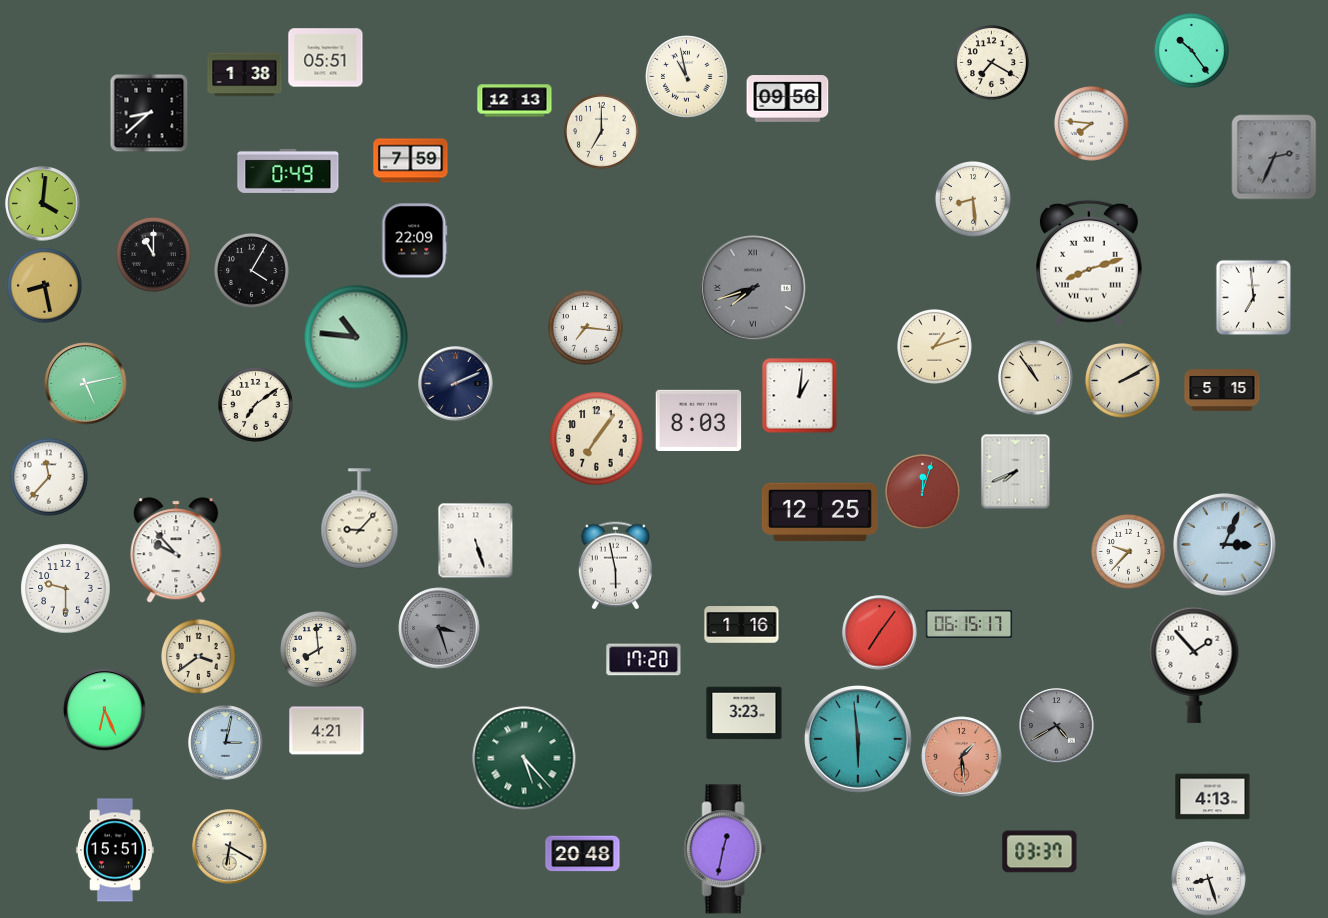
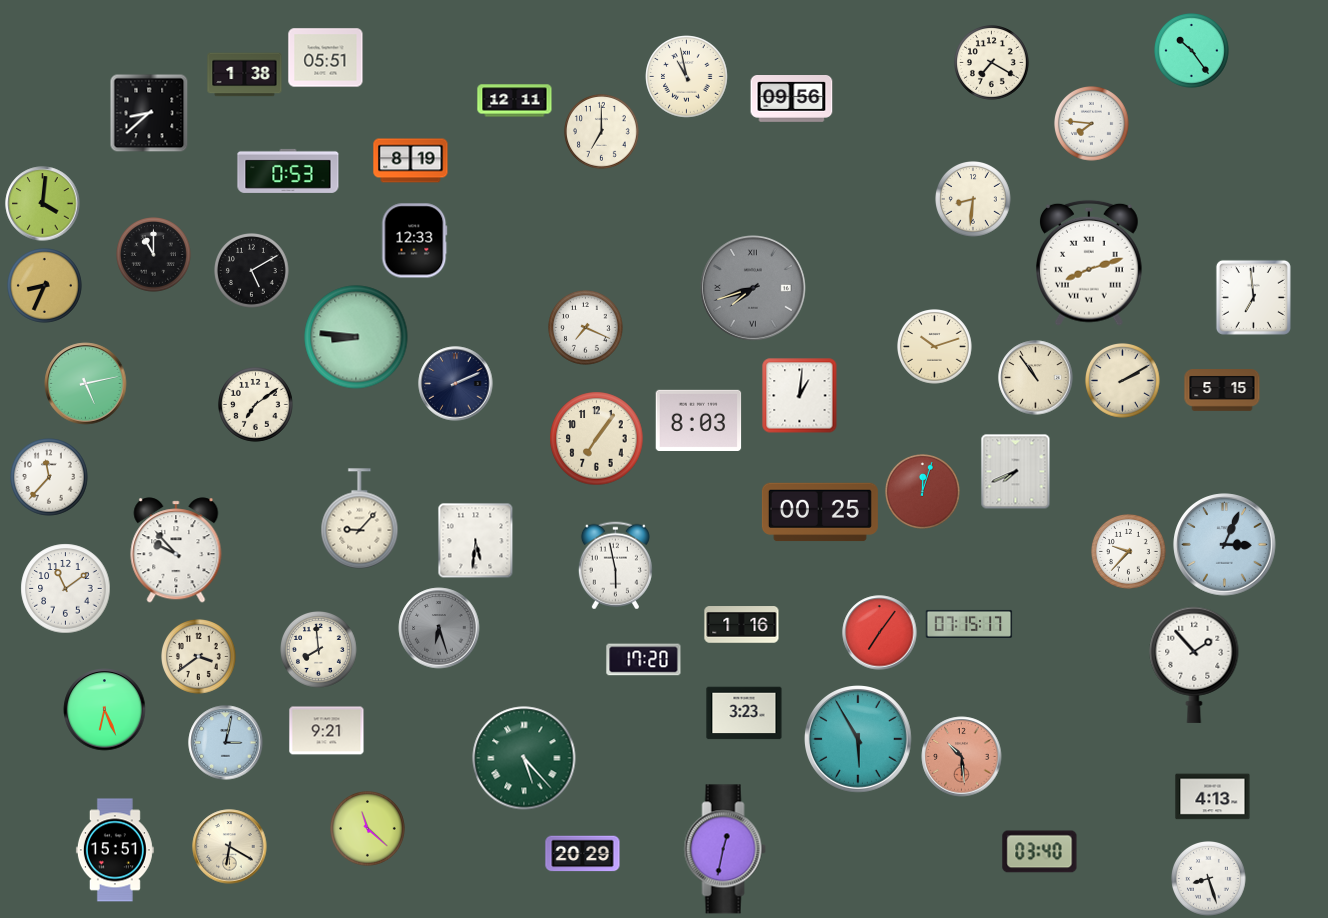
clock at (788, 99) position: (788, 99) -> (792, 99)
clock at (515, 101): 12:13 -> 12:11
clock at (1274, 157): 2:34 -> none
clock at (411, 161): 7:59 -> 8:19
clock at (288, 171): 0:49 -> 0:53
clock at (974, 200): 8:29 -> 8:31
clock at (415, 241): 22:09 -> 12:33
clock at (252, 271): 4:05 -> 5:10
clock at (45, 286): 8:28 -> 8:34
clock at (586, 328): 7:16 -> 7:19
clock at (356, 337): 10:46 -> 8:46
clock at (935, 347): 1:12 -> 10:12
clock at (820, 512): 12:25 -> 00:25
clock at (476, 541): 5:27 -> 5:31
clock at (66, 589): 9:30 -> 11:09
clock at (969, 624): 06:15 -> 07:15
clock at (439, 628): 3:27 -> 6:27
clock at (1057, 726): 4:40 -> none
clock at (327, 731): 4:21 -> 9:21
clock at (859, 740): 5:59 -> 5:55
clock at (962, 757): 1:29 -> 10:29
clock at (368, 829): none -> 11:22
clock at (1040, 852): 03:37 -> 03:40
clock at (583, 854): 20:48 -> 20:29
